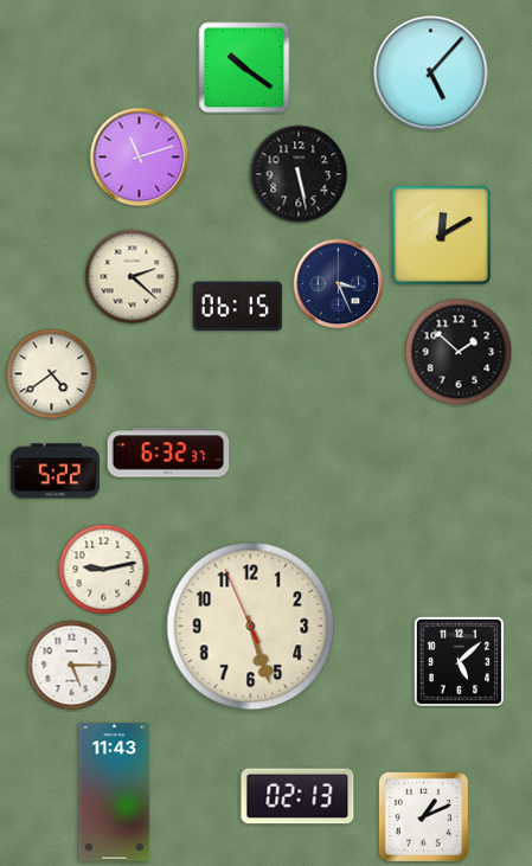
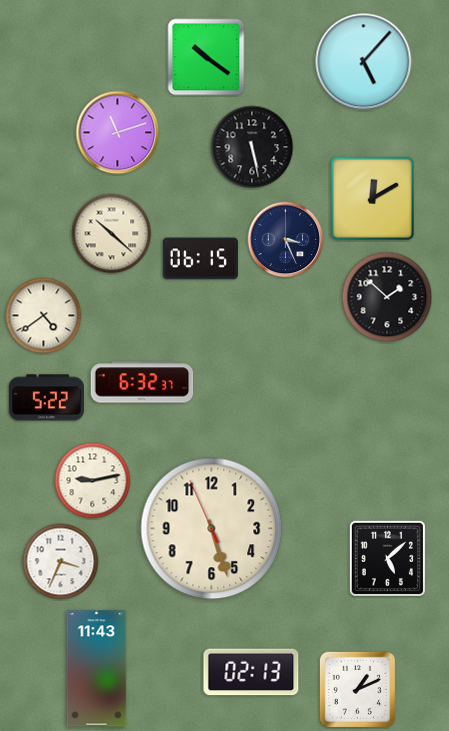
clock at (133, 277): 2:22 -> 10:22
clock at (104, 570) position: (104, 570) -> (93, 481)
clock at (72, 666): 5:15 -> 3:34
